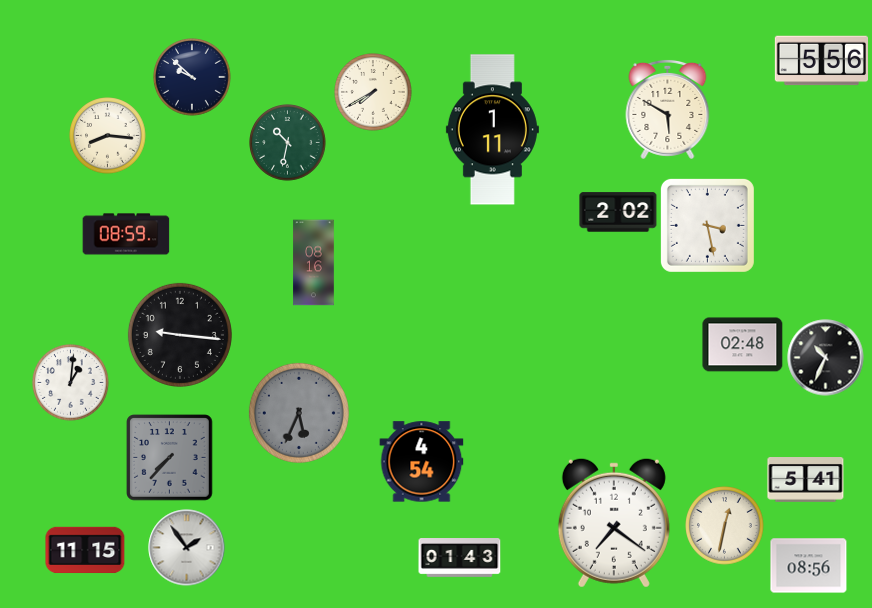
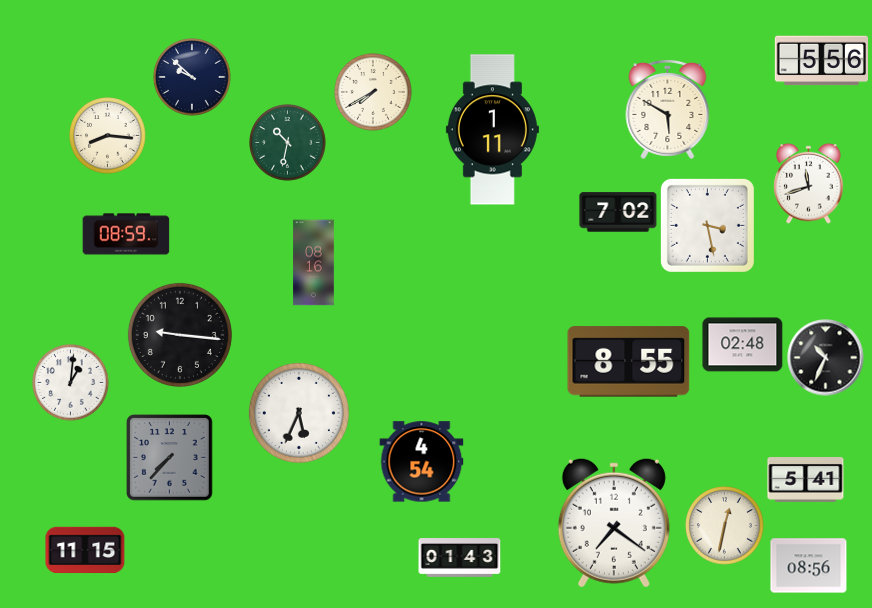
clock at (809, 183): none -> 11:42
clock at (618, 212): 2:02 -> 7:02
clock at (629, 362): none -> 8:55
clock at (299, 413) dial: grey -> white
clock at (187, 548): 1:54 -> none
